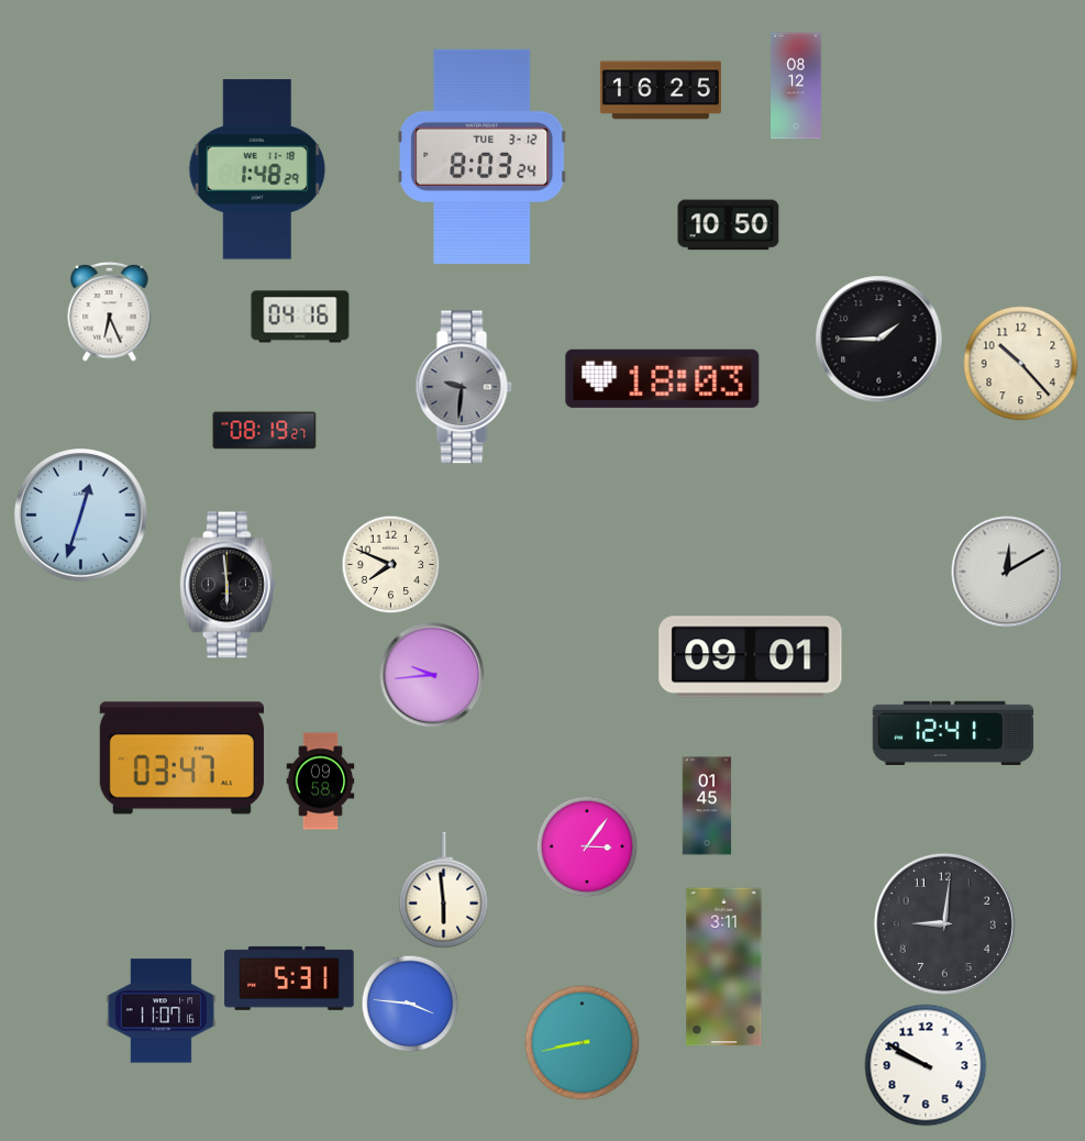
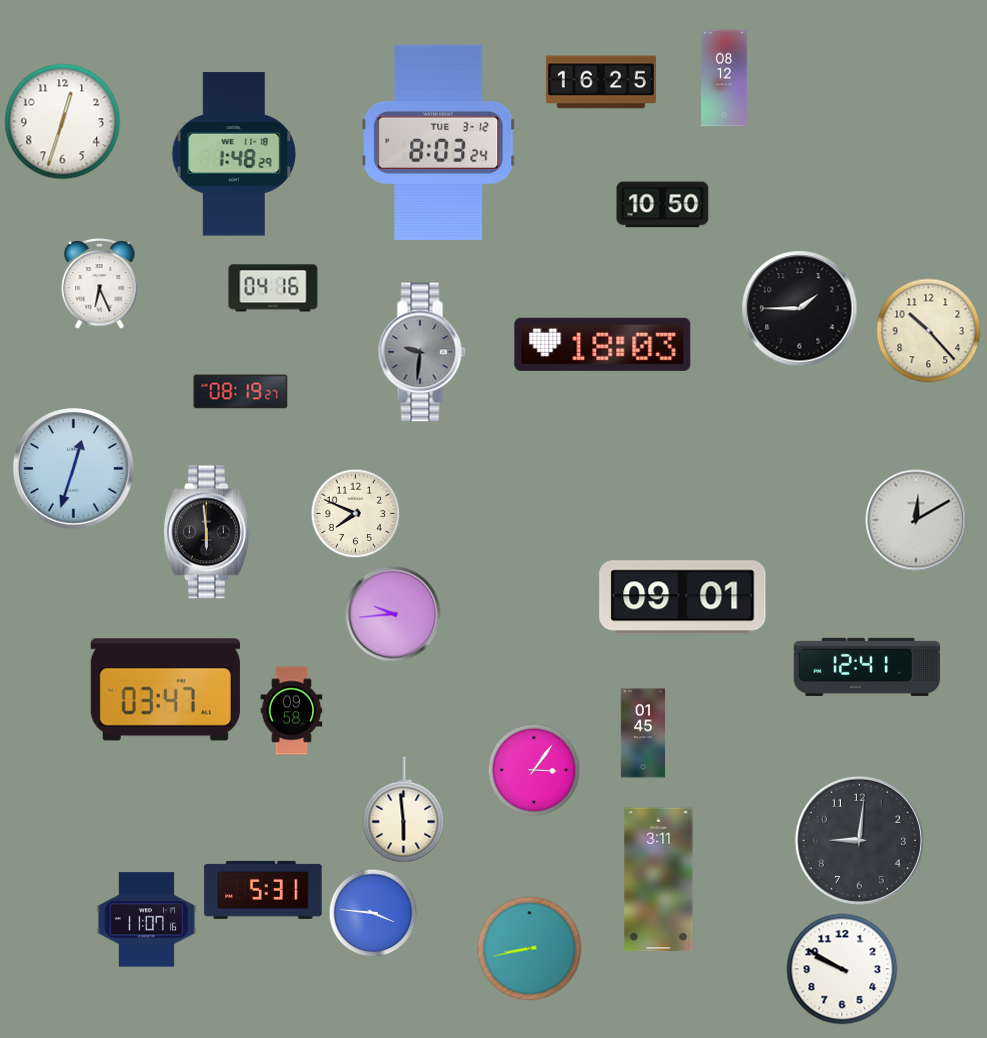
clock at (63, 122): none -> 12:33
